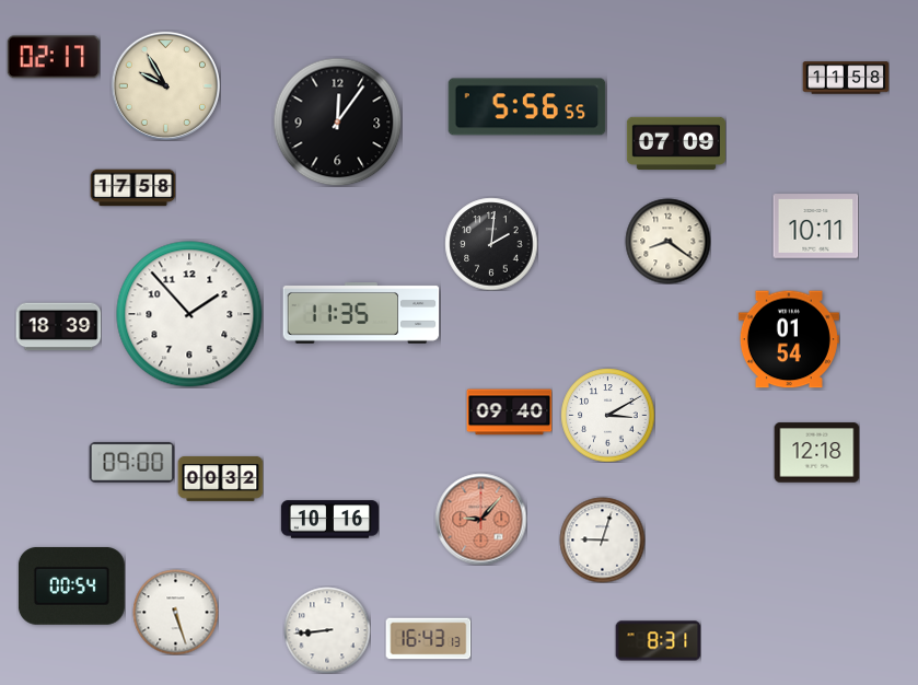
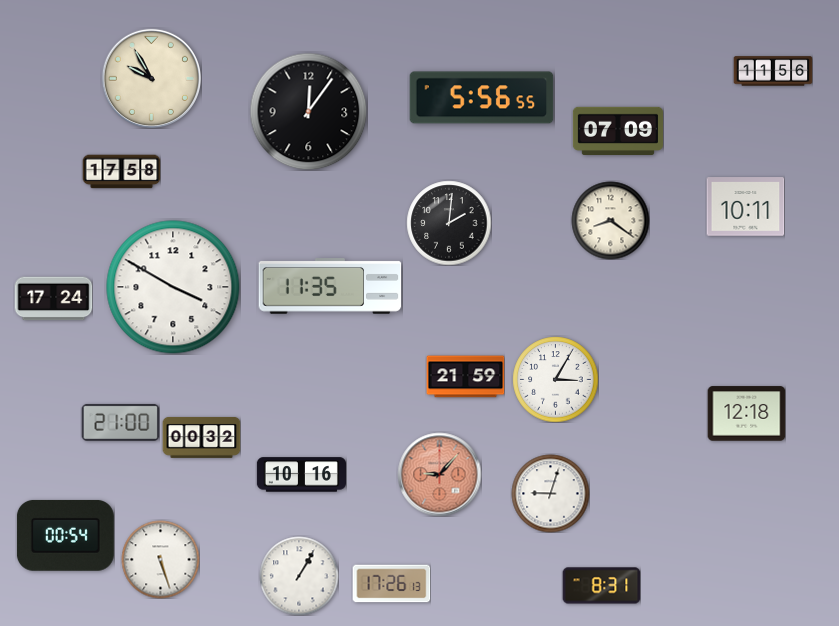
clock at (54, 57): 02:17 -> none
clock at (846, 78): 11:58 -> 11:56
clock at (189, 314): 1:53 -> 3:50
clock at (58, 327): 18:39 -> 17:24
clock at (789, 339): 01:54 -> none
clock at (509, 413): 09:40 -> 21:59
clock at (607, 415): 3:10 -> 3:05
clock at (131, 462): 09:00 -> 21:00
clock at (327, 630): 8:44 -> 1:05
clock at (428, 639): 16:43 -> 17:26
